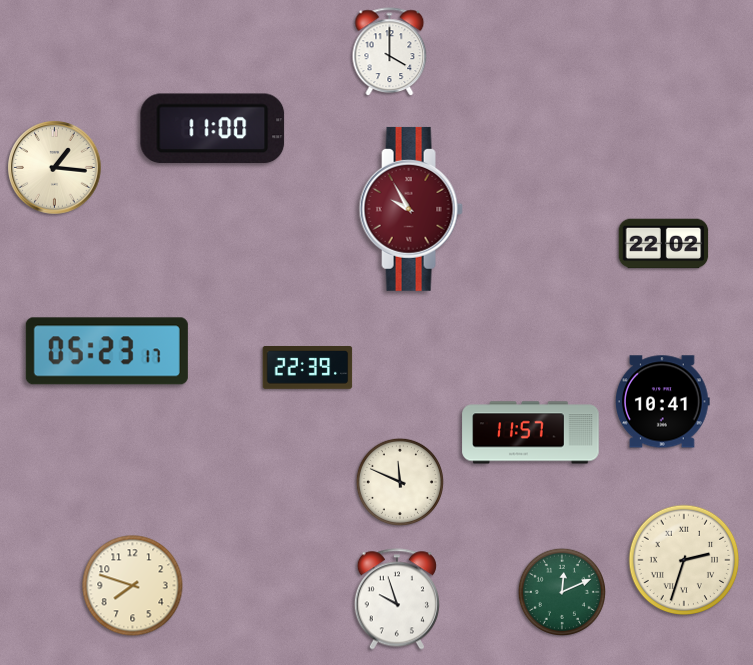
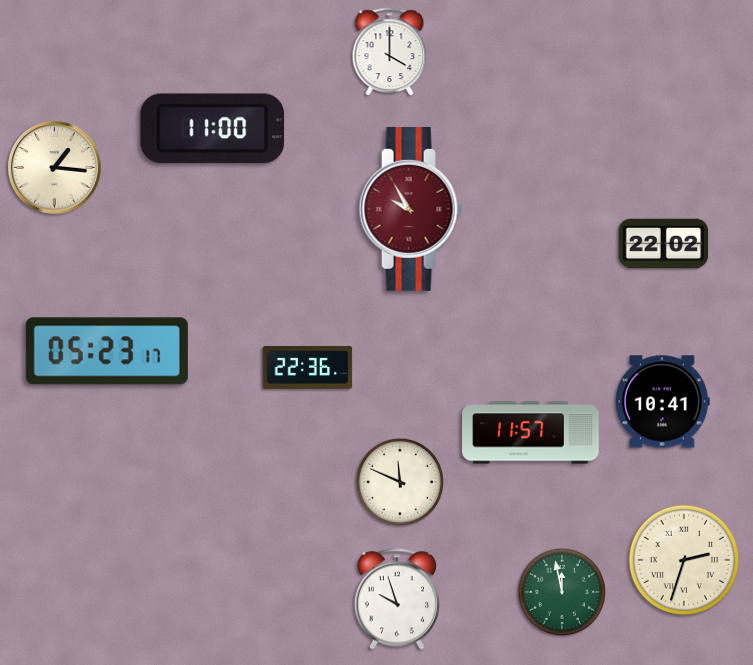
clock at (308, 368): 22:39 -> 22:36
clock at (133, 586): 7:48 -> none
clock at (562, 592): 12:11 -> 11:58
